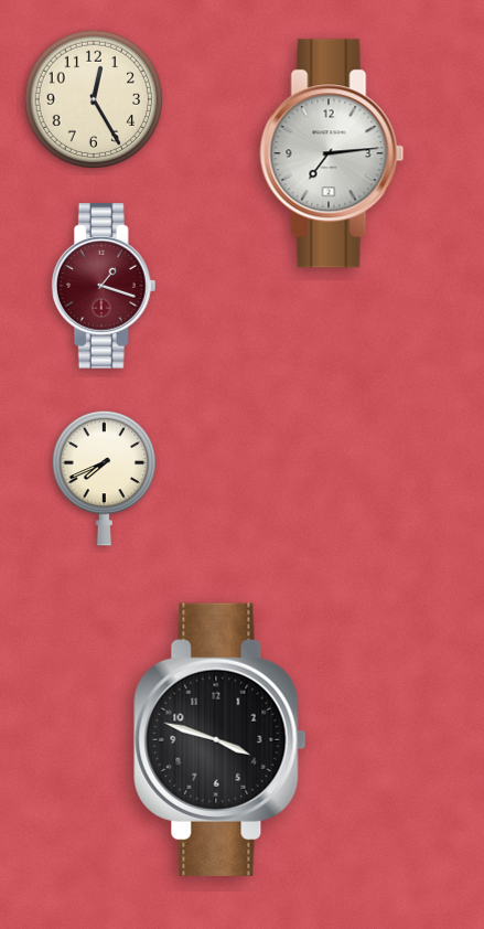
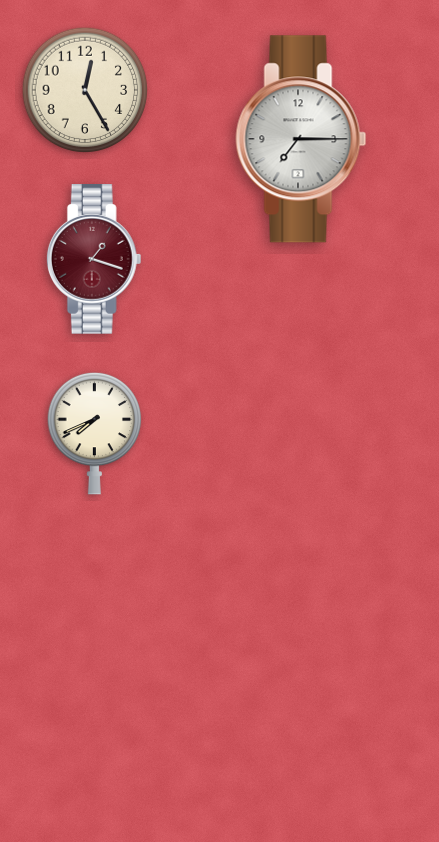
clock at (332, 153): 7:14 -> 7:15
clock at (221, 739): 3:48 -> none
